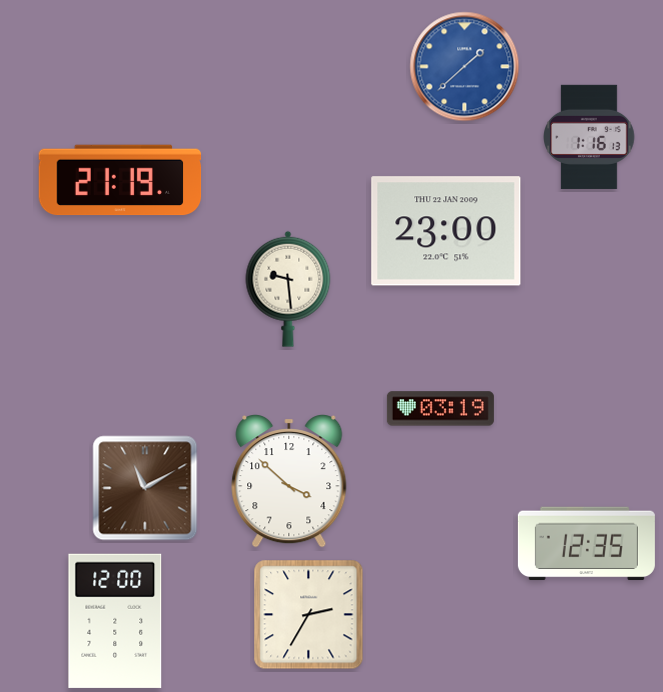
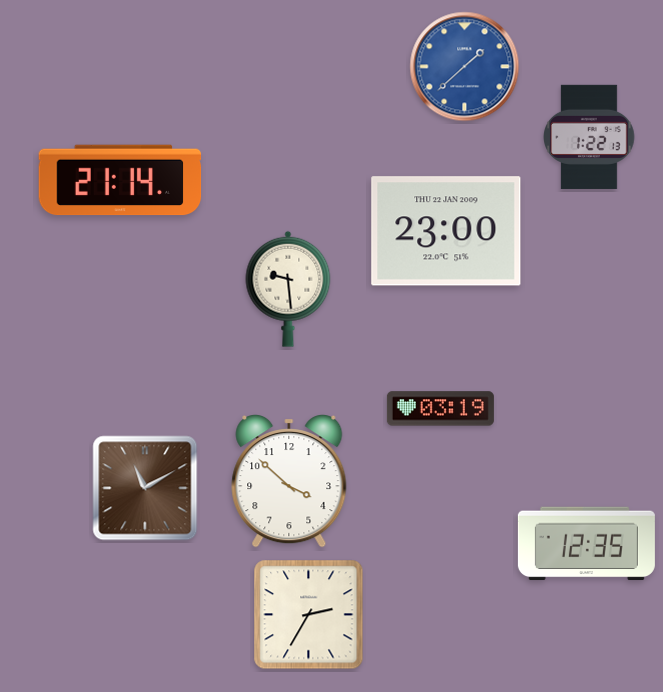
clock at (589, 137): 1:16 -> 1:22
clock at (120, 180): 21:19 -> 21:14
clock at (115, 621): 12:00 -> none
